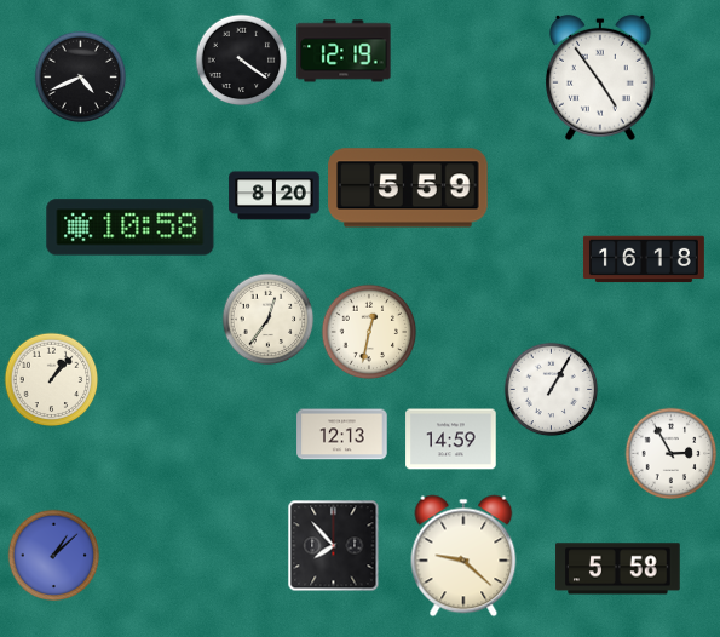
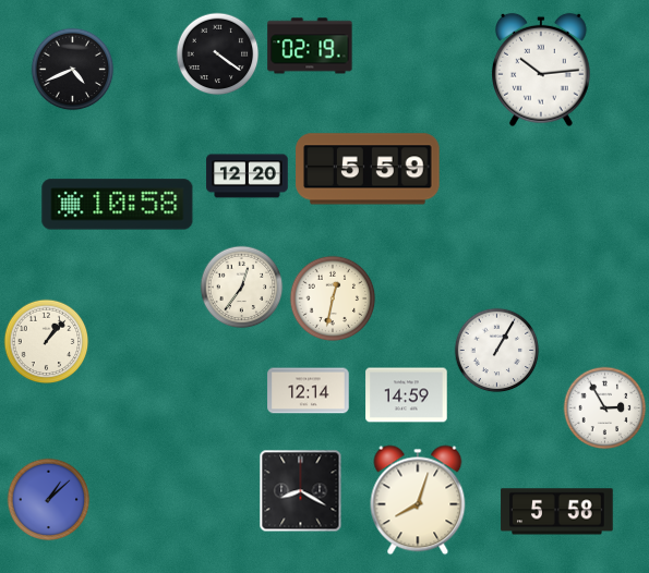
clock at (344, 51): 12:19 -> 02:19
clock at (600, 78): 4:54 -> 10:14
clock at (275, 196): 8:20 -> 12:20
clock at (644, 259): 16:18 -> none
clock at (342, 435): 12:13 -> 12:14
clock at (334, 546): 7:53 -> 8:20
clock at (463, 556): 9:22 -> 8:03
